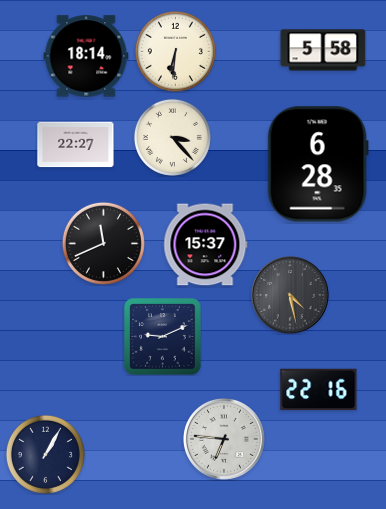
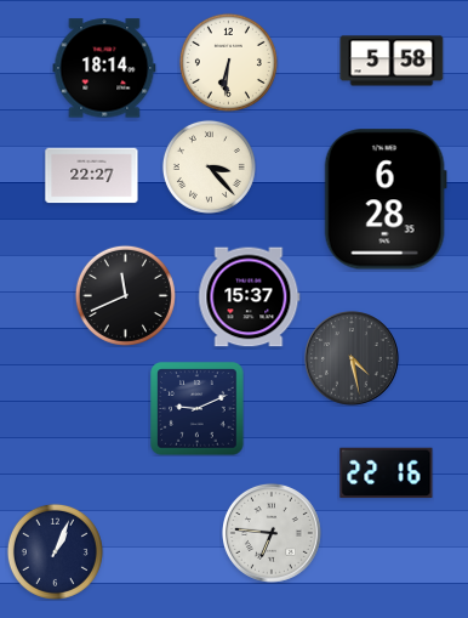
clock at (175, 51) position: (175, 51) -> (228, 62)
clock at (45, 454): 1:05 -> 1:04
